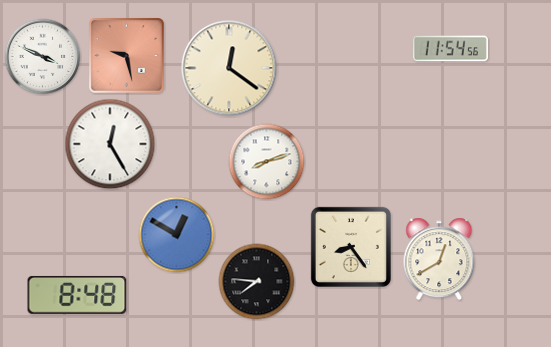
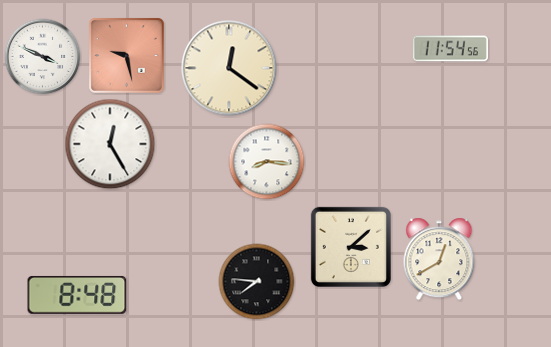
clock at (267, 162): 8:12 -> 8:16
clock at (177, 235): 12:50 -> none
clock at (351, 247): 8:24 -> 3:08
